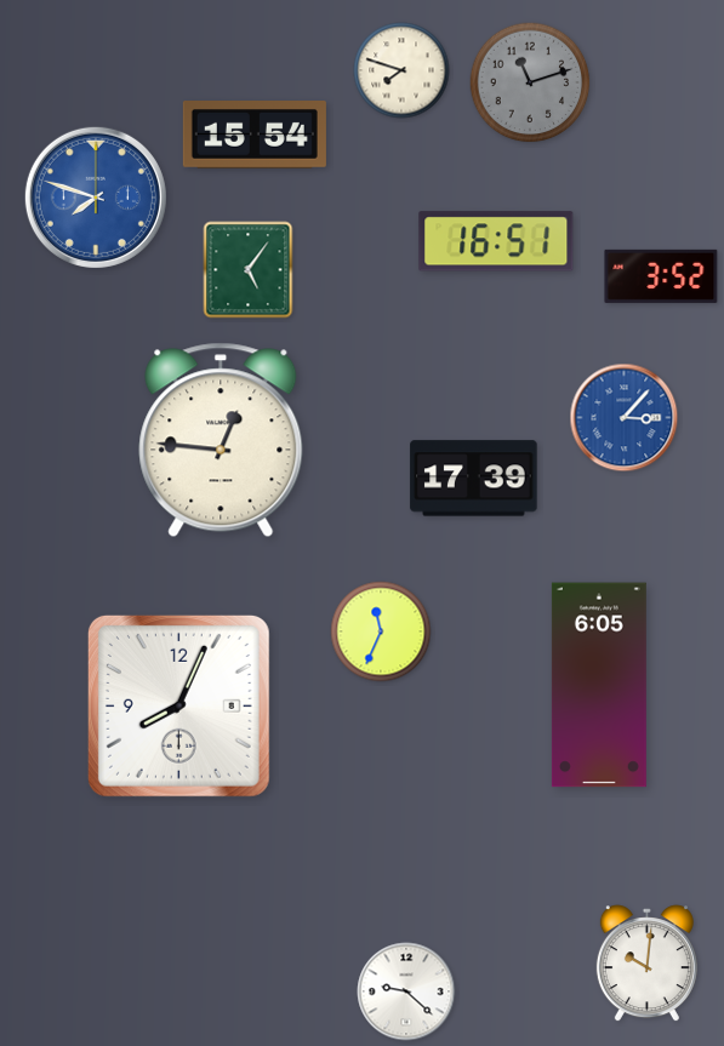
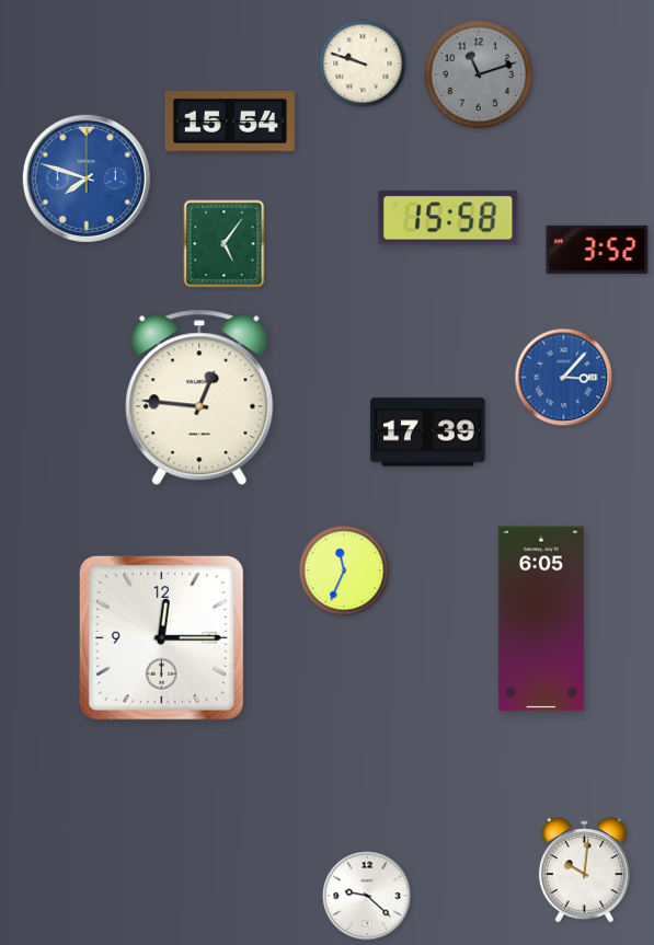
clock at (401, 70): 7:48 -> 9:48
clock at (496, 241): 16:51 -> 15:58
clock at (178, 705): 8:04 -> 12:15
